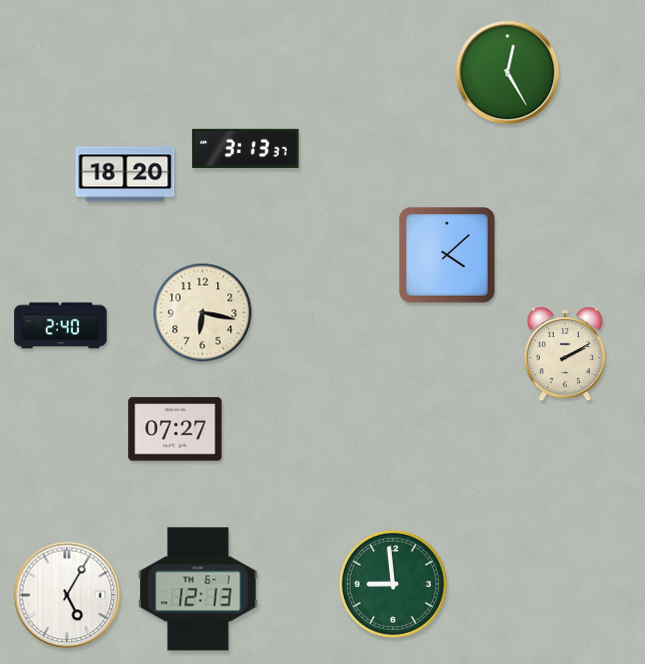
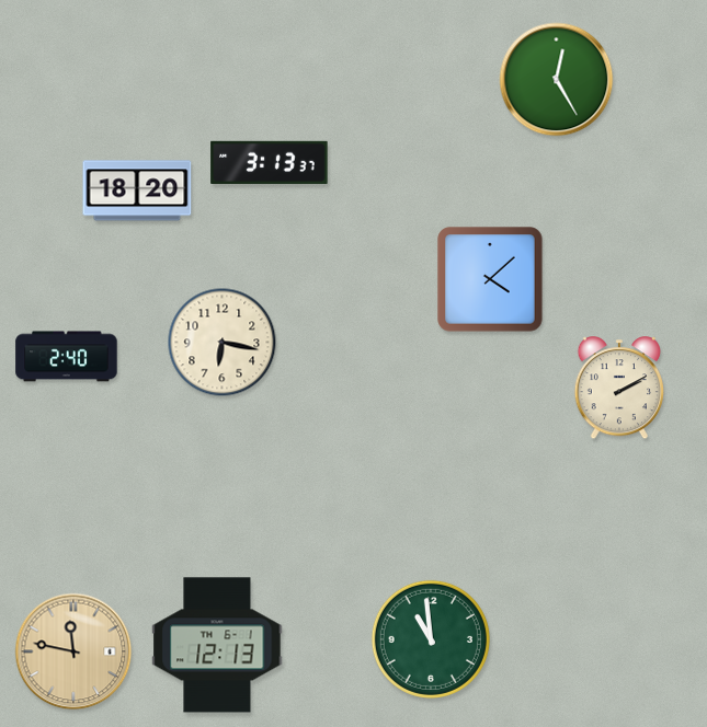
clock at (175, 429): 07:27 -> none
clock at (393, 584): 8:59 -> 10:59
clock at (67, 595): 5:05 -> 11:47
clock at (67, 595) dial: white -> champagne
